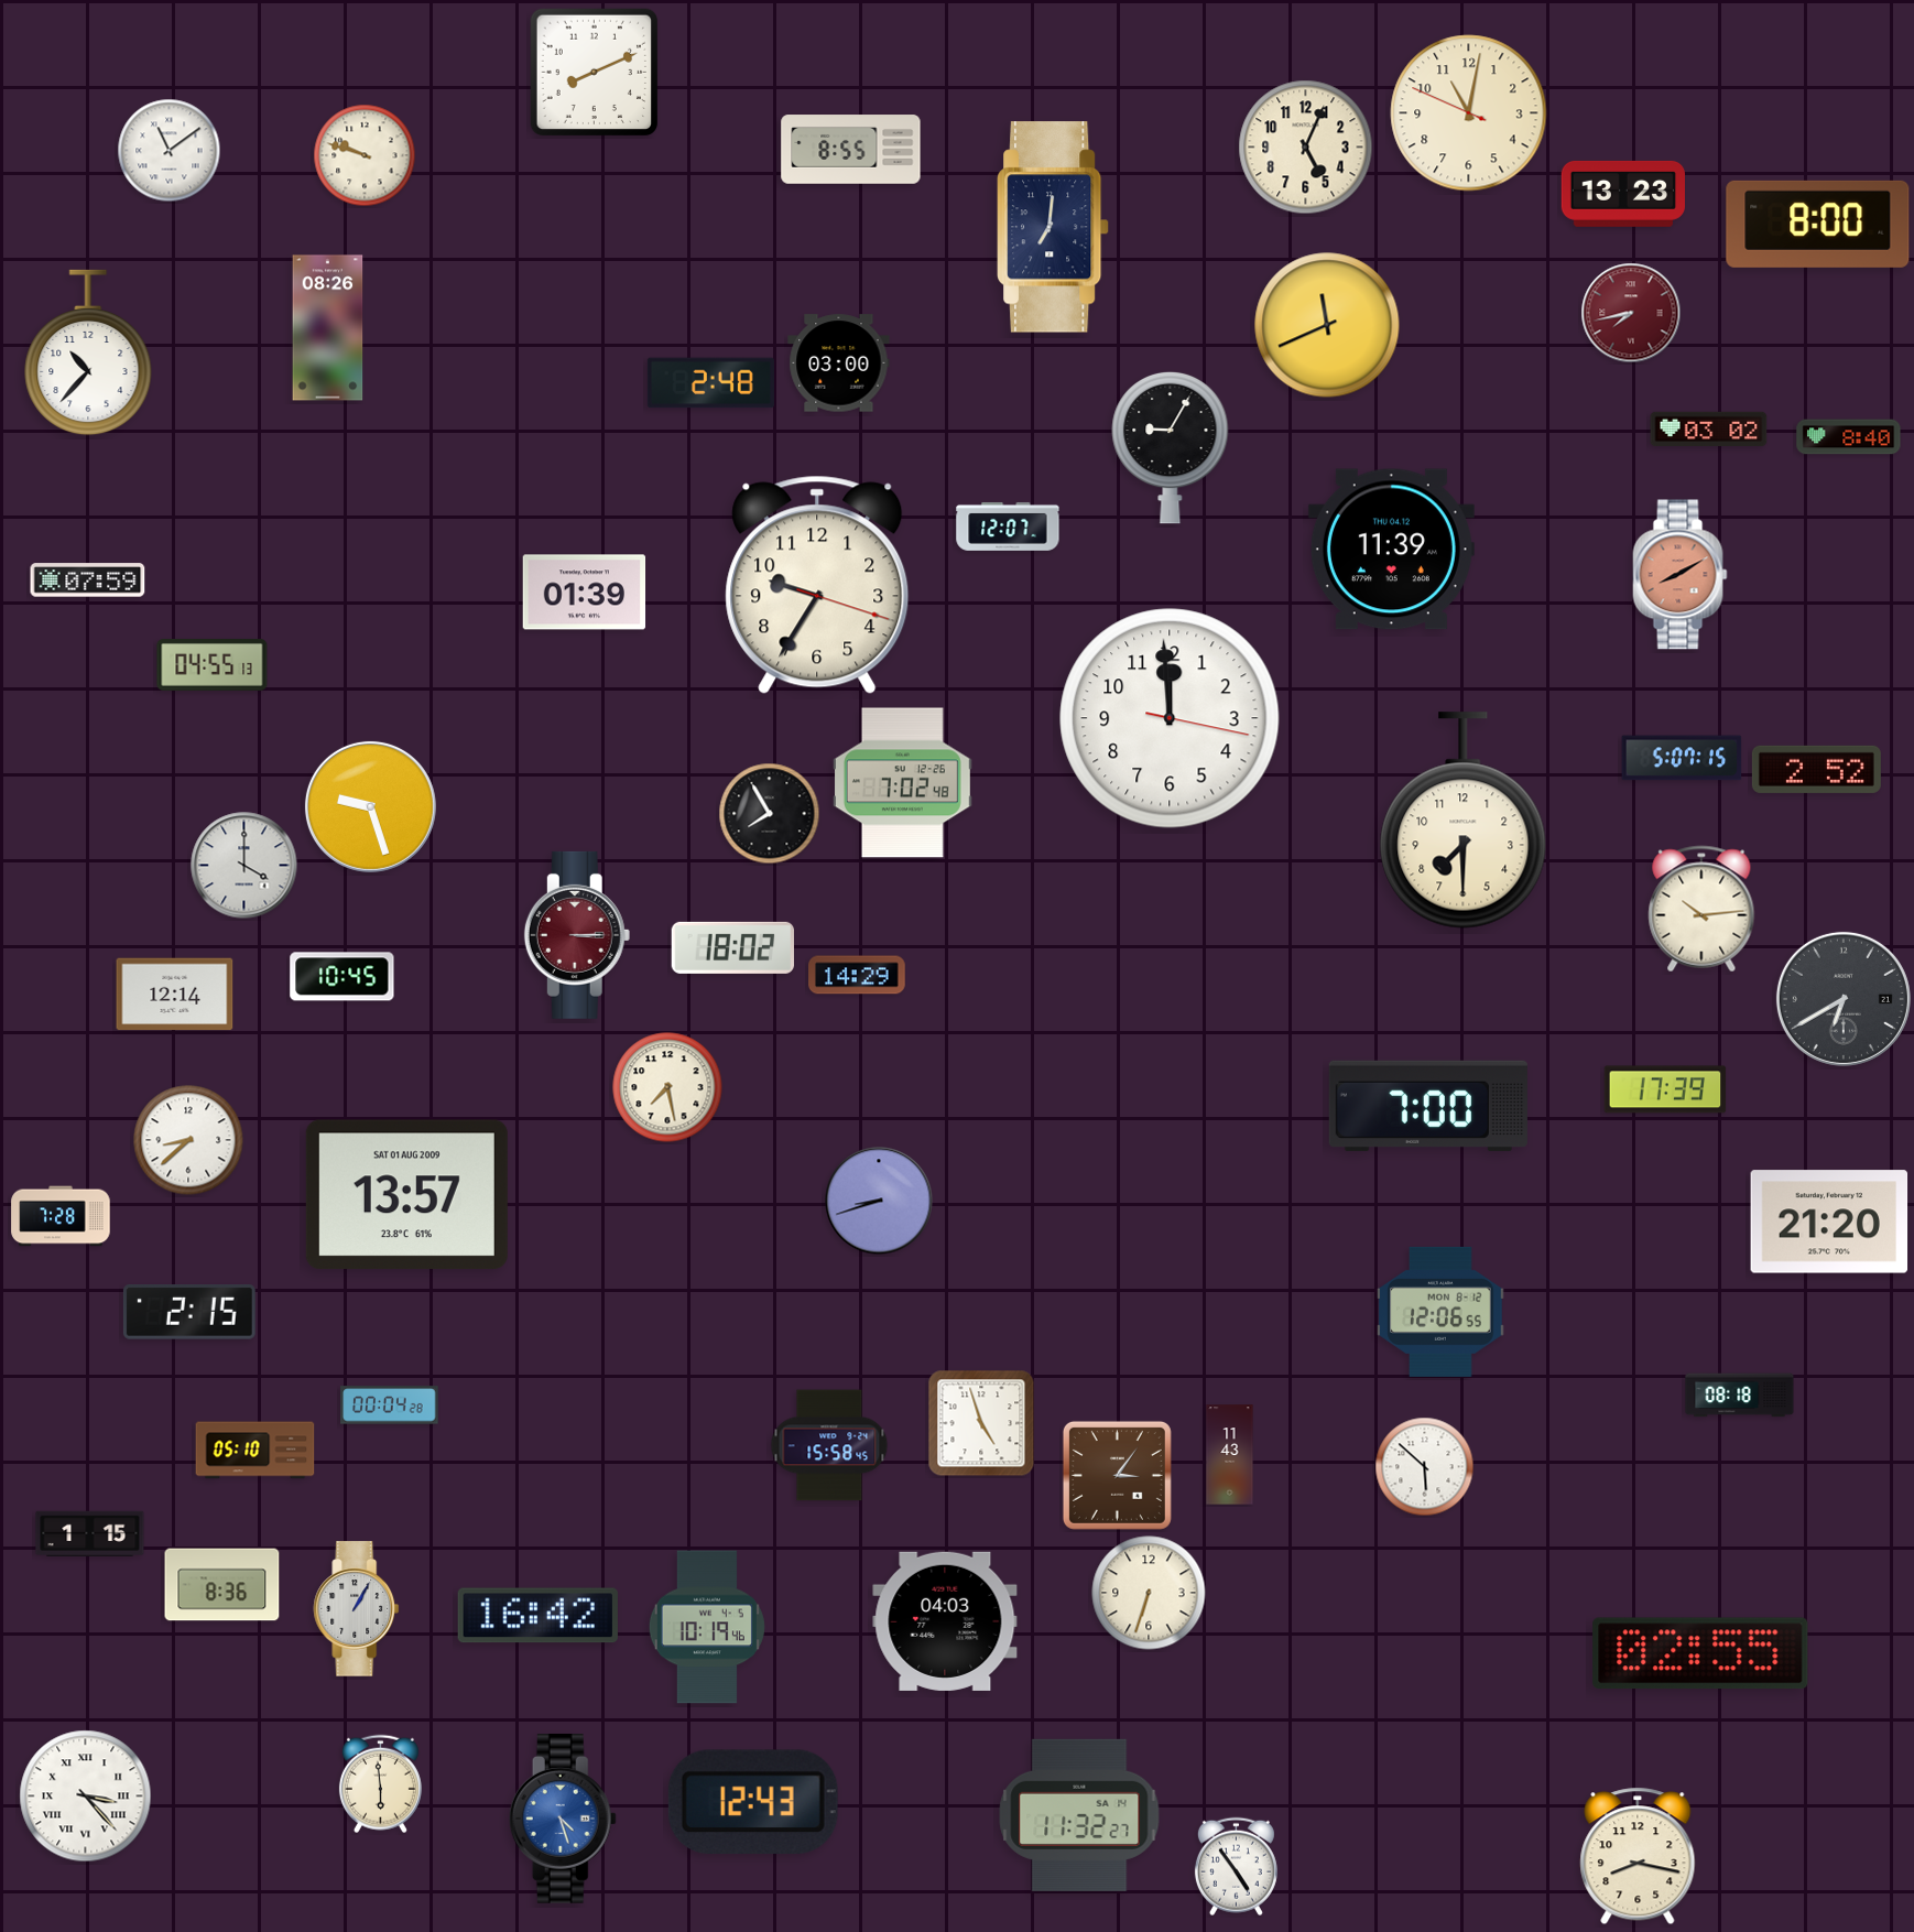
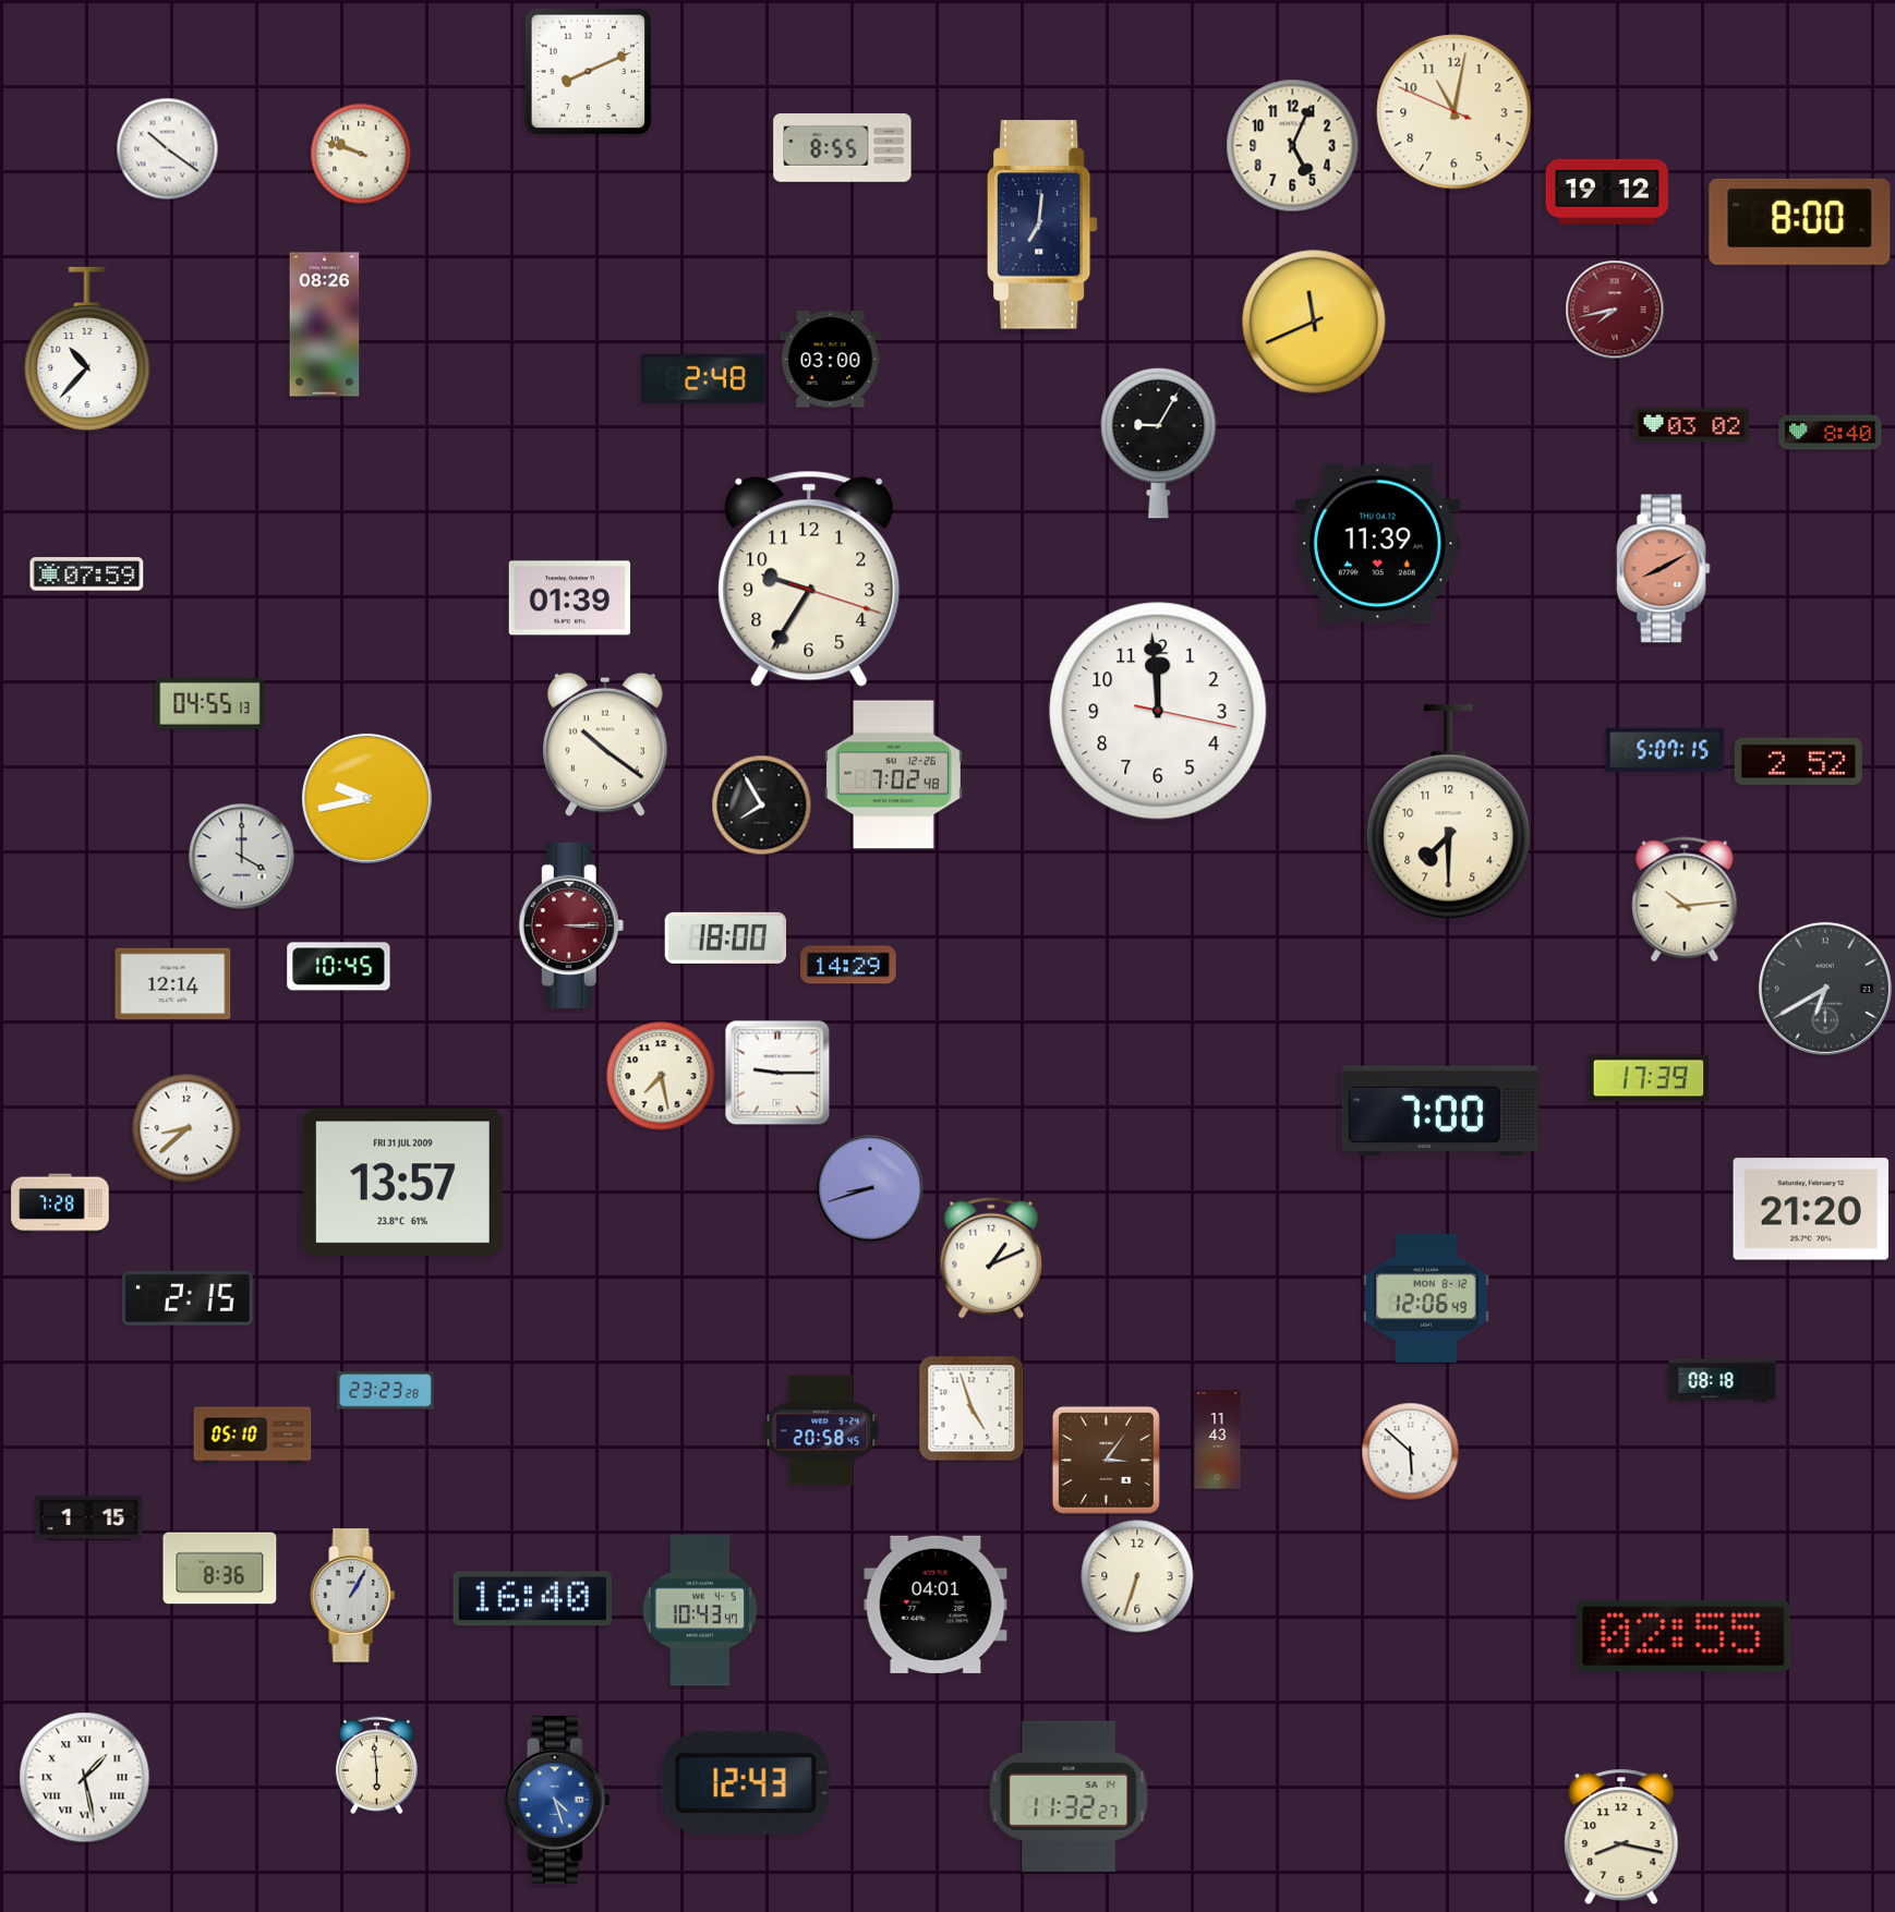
clock at (170, 151): 11:09 -> 10:21
clock at (1622, 194): 13:23 -> 19:12
clock at (1008, 527): 12:07 -> none
clock at (585, 593) position: (585, 593) -> (570, 598)
clock at (213, 665) position: (213, 665) -> (210, 704)
clock at (605, 745): none -> 10:21
clock at (370, 806): 9:27 -> 9:43
clock at (733, 947): 18:02 -> 18:00
clock at (777, 1073): none -> 9:15
clock at (1428, 1106) position: (1428, 1106) -> (1440, 1111)
clock at (406, 1194) date: SAT 01 AUG 2009 -> FRI 31 JUL 2009
clock at (991, 1258): none -> 1:11
clock at (1440, 1312): 12:06:55 -> 12:06:49
clock at (390, 1405): 00:04 -> 23:23
clock at (829, 1445): 15:58 -> 20:58
clock at (357, 1609) position: (357, 1609) -> (353, 1596)
clock at (537, 1616): 16:42 -> 16:40
clock at (945, 1621): 04:03 -> 04:01
clock at (707, 1627): 10:19 -> 10:43
clock at (86, 1797): 3:23 -> 1:28
clock at (1236, 1867): 4:54 -> none
